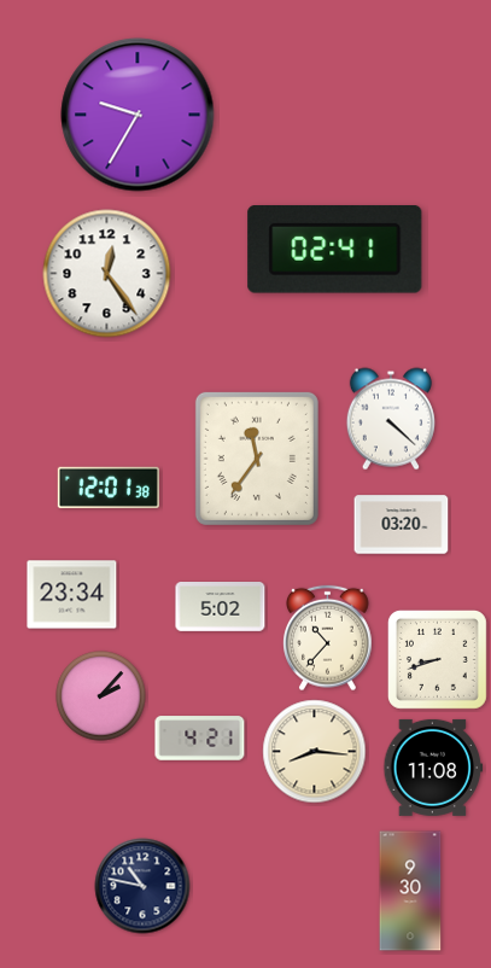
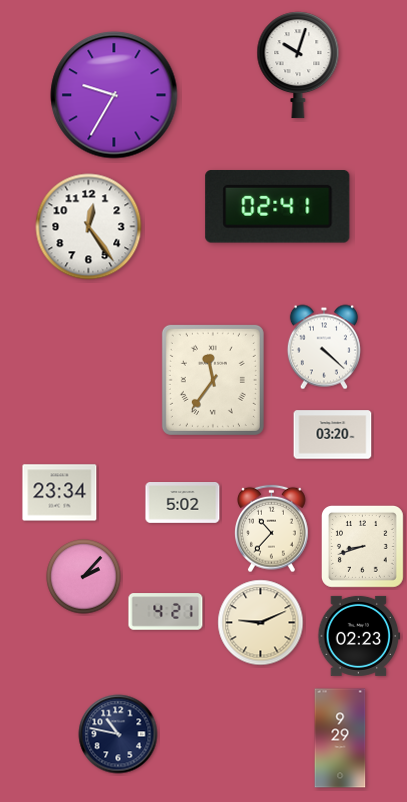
clock at (298, 65): none -> 10:03
clock at (109, 488): 12:01 -> none
clock at (315, 752): 8:16 -> 9:11
clock at (433, 768): 11:08 -> 02:23
clock at (410, 891): 9:30 -> 9:29
